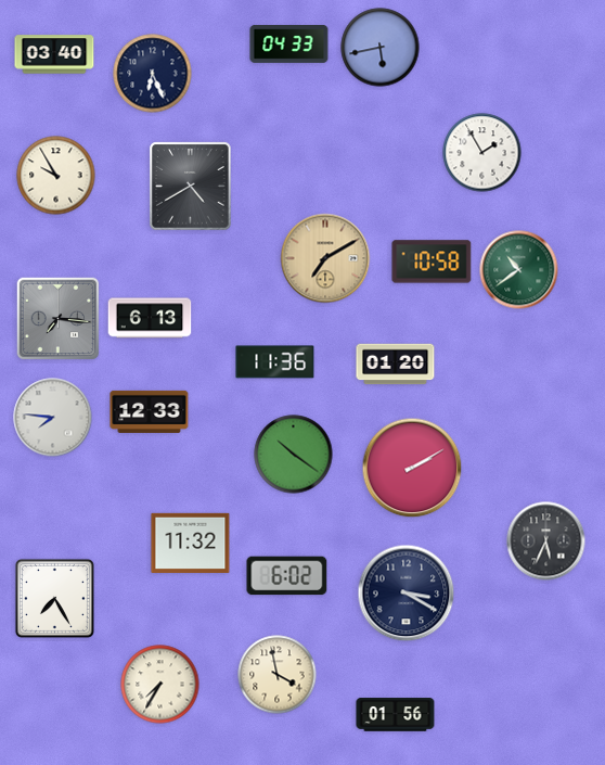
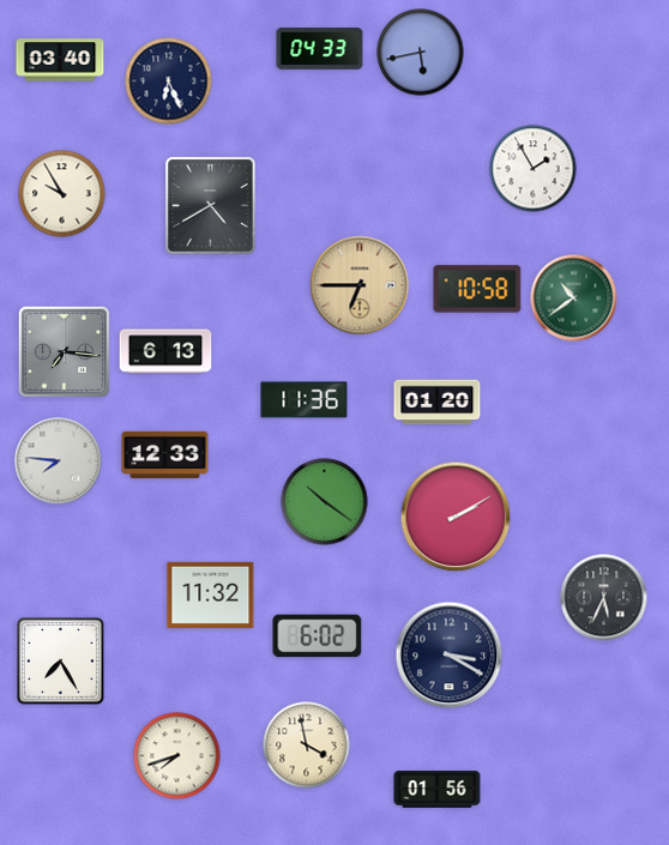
clock at (325, 258): 7:10 -> 6:45
clock at (191, 543) position: (191, 543) -> (211, 594)
clock at (160, 685): 7:35 -> 7:42
